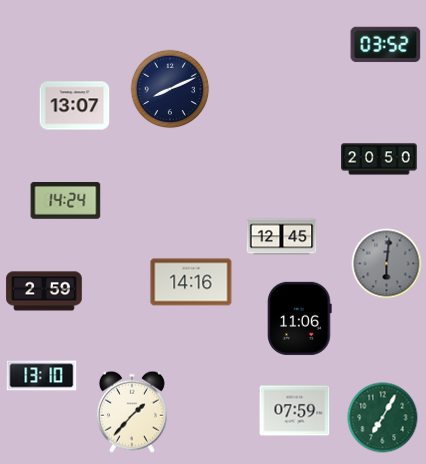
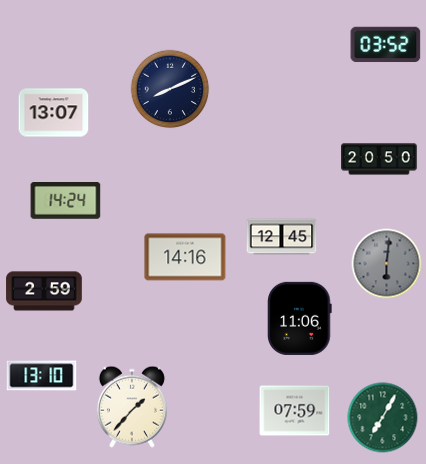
clock at (75, 106) position: (75, 106) -> (54, 113)
clock at (191, 282) position: (191, 282) -> (185, 257)
clock at (132, 412) position: (132, 412) -> (132, 407)
